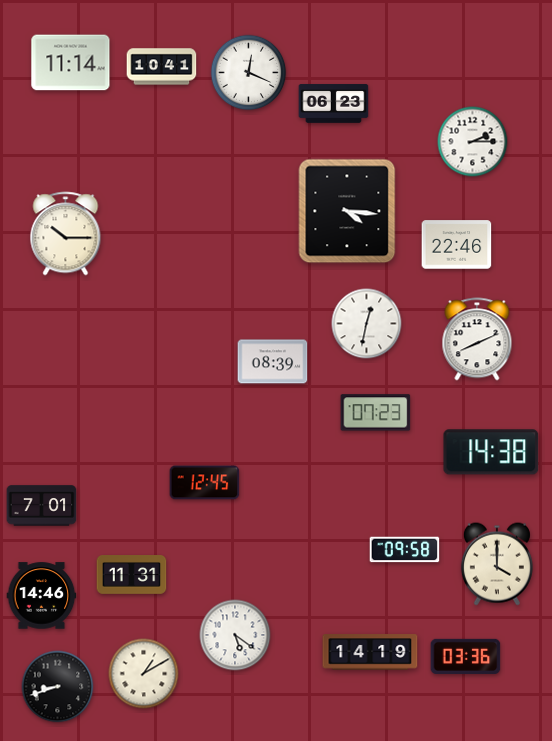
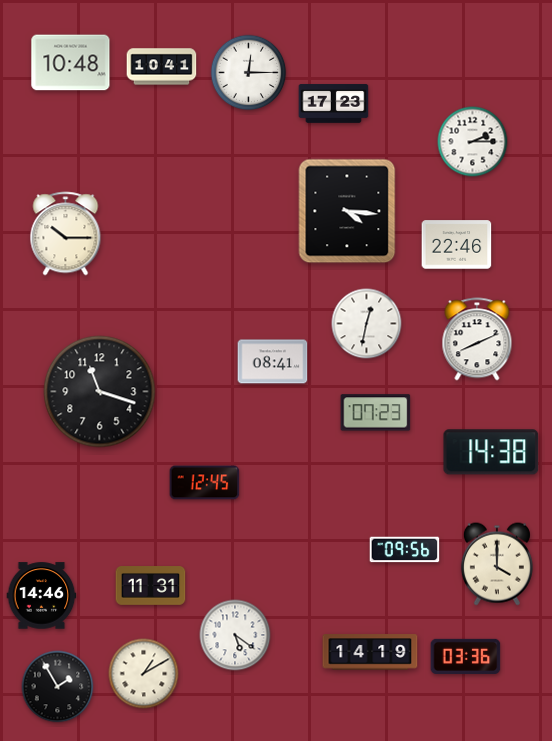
clock at (71, 63): 11:14 -> 10:48
clock at (249, 73): 12:19 -> 12:15
clock at (334, 104): 06:23 -> 17:23
clock at (273, 362): 08:39 -> 08:41
clock at (100, 392): none -> 11:18
clock at (42, 506): 7:01 -> none
clock at (405, 550): 09:58 -> 09:56
clock at (132, 575) position: (132, 575) -> (151, 586)
clock at (58, 687): 8:42 -> 1:55
